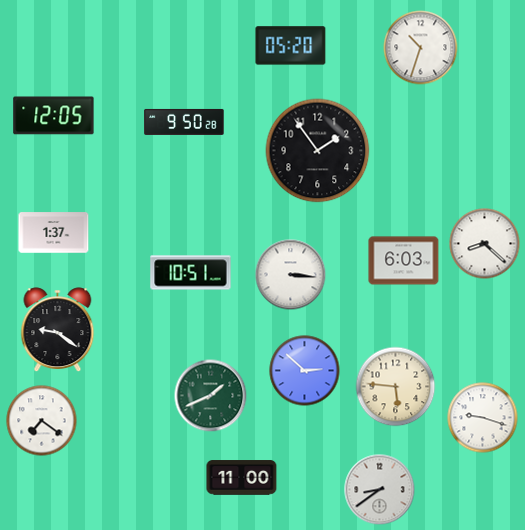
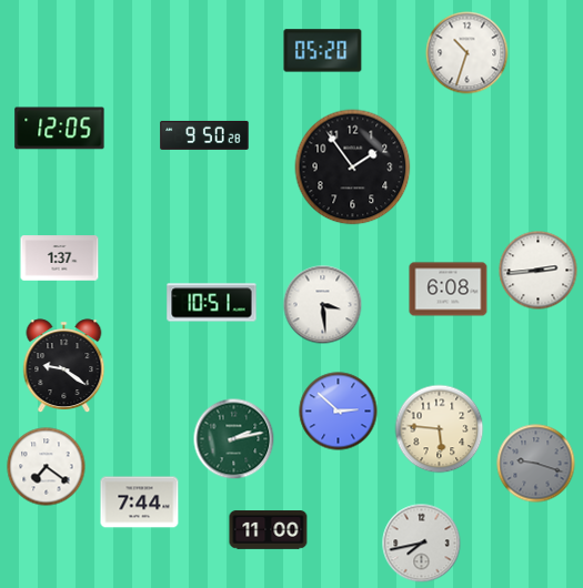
clock at (485, 244): 8:22 -> 2:44
clock at (404, 261): 6:03 -> 6:08
clock at (291, 275): 3:16 -> 3:29
clock at (211, 396): 1:41 -> 2:13
clock at (483, 418) dial: white -> grey
clock at (140, 503): none -> 7:44
clock at (380, 490): 8:39 -> 7:43
